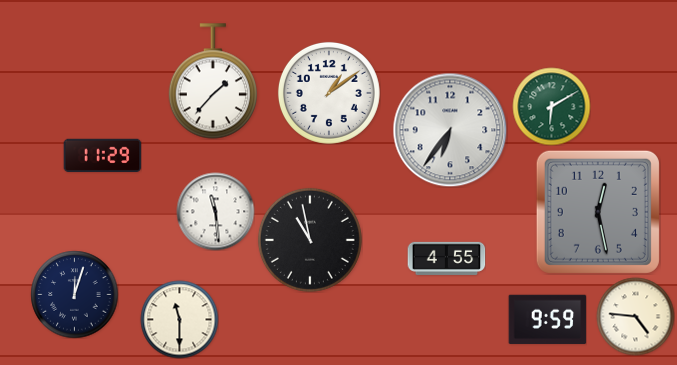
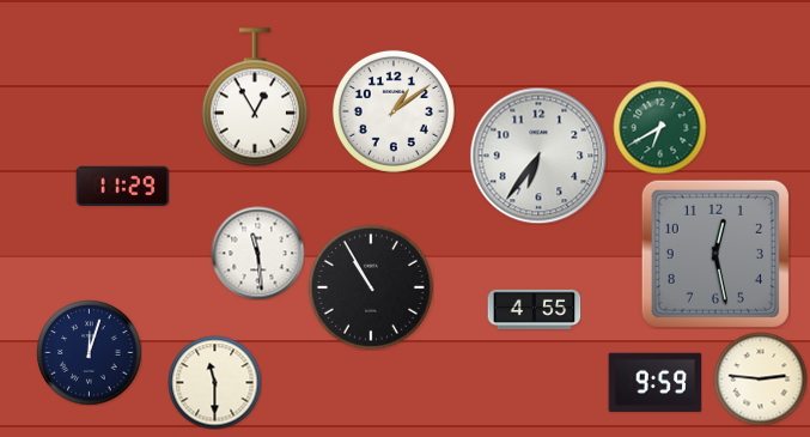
clock at (212, 81): 1:37 -> 12:55
clock at (551, 106): 6:10 -> 6:40
clock at (310, 240): 10:58 -> 10:55
clock at (635, 316): 4:46 -> 2:46
